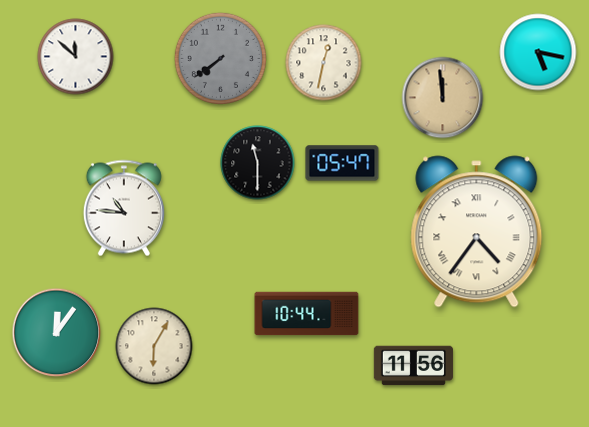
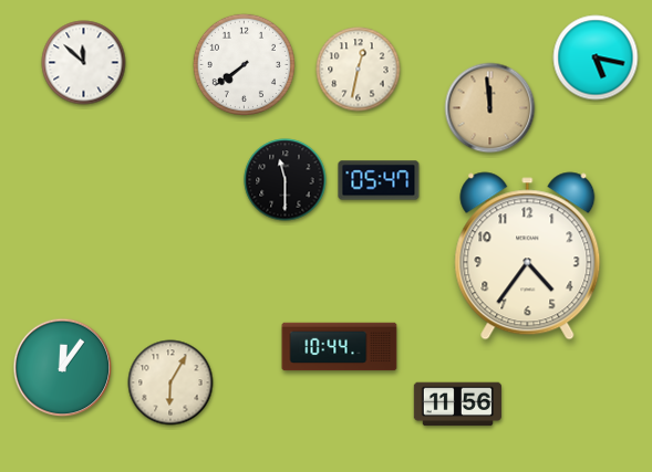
clock at (220, 58) dial: grey -> white
clock at (124, 208): 10:46 -> none
clock at (477, 232) numerals: Roman -> Arabic
